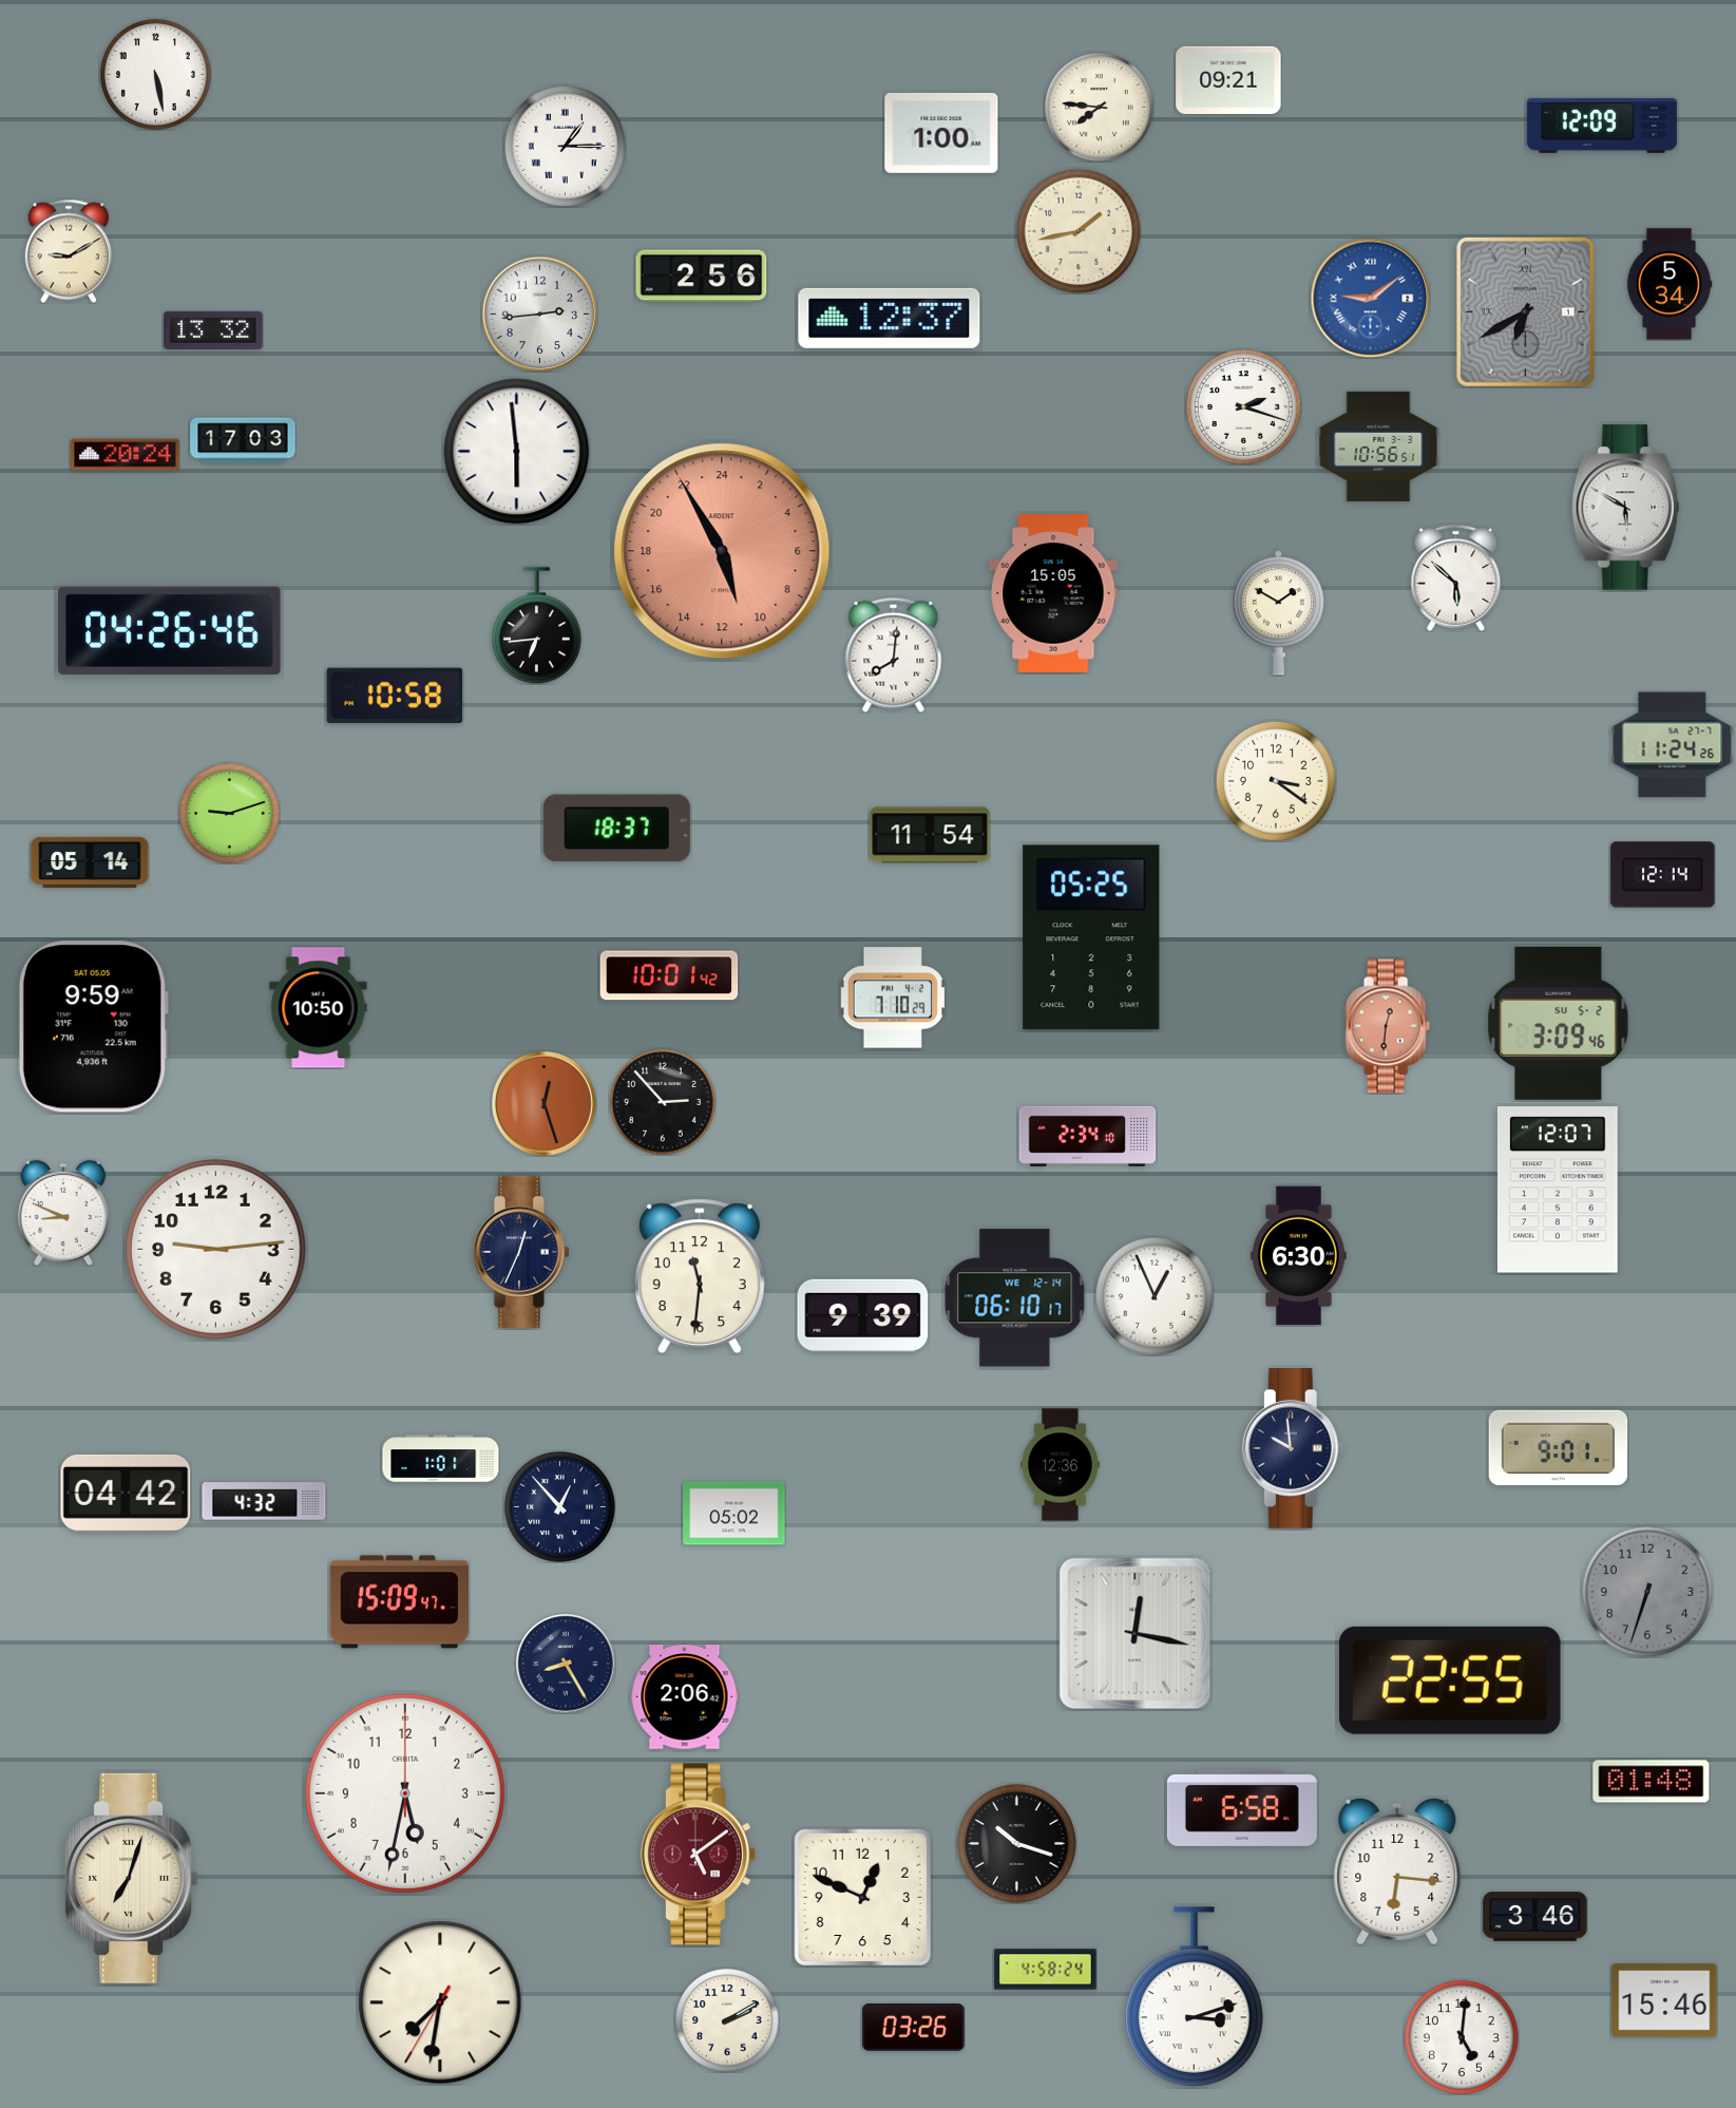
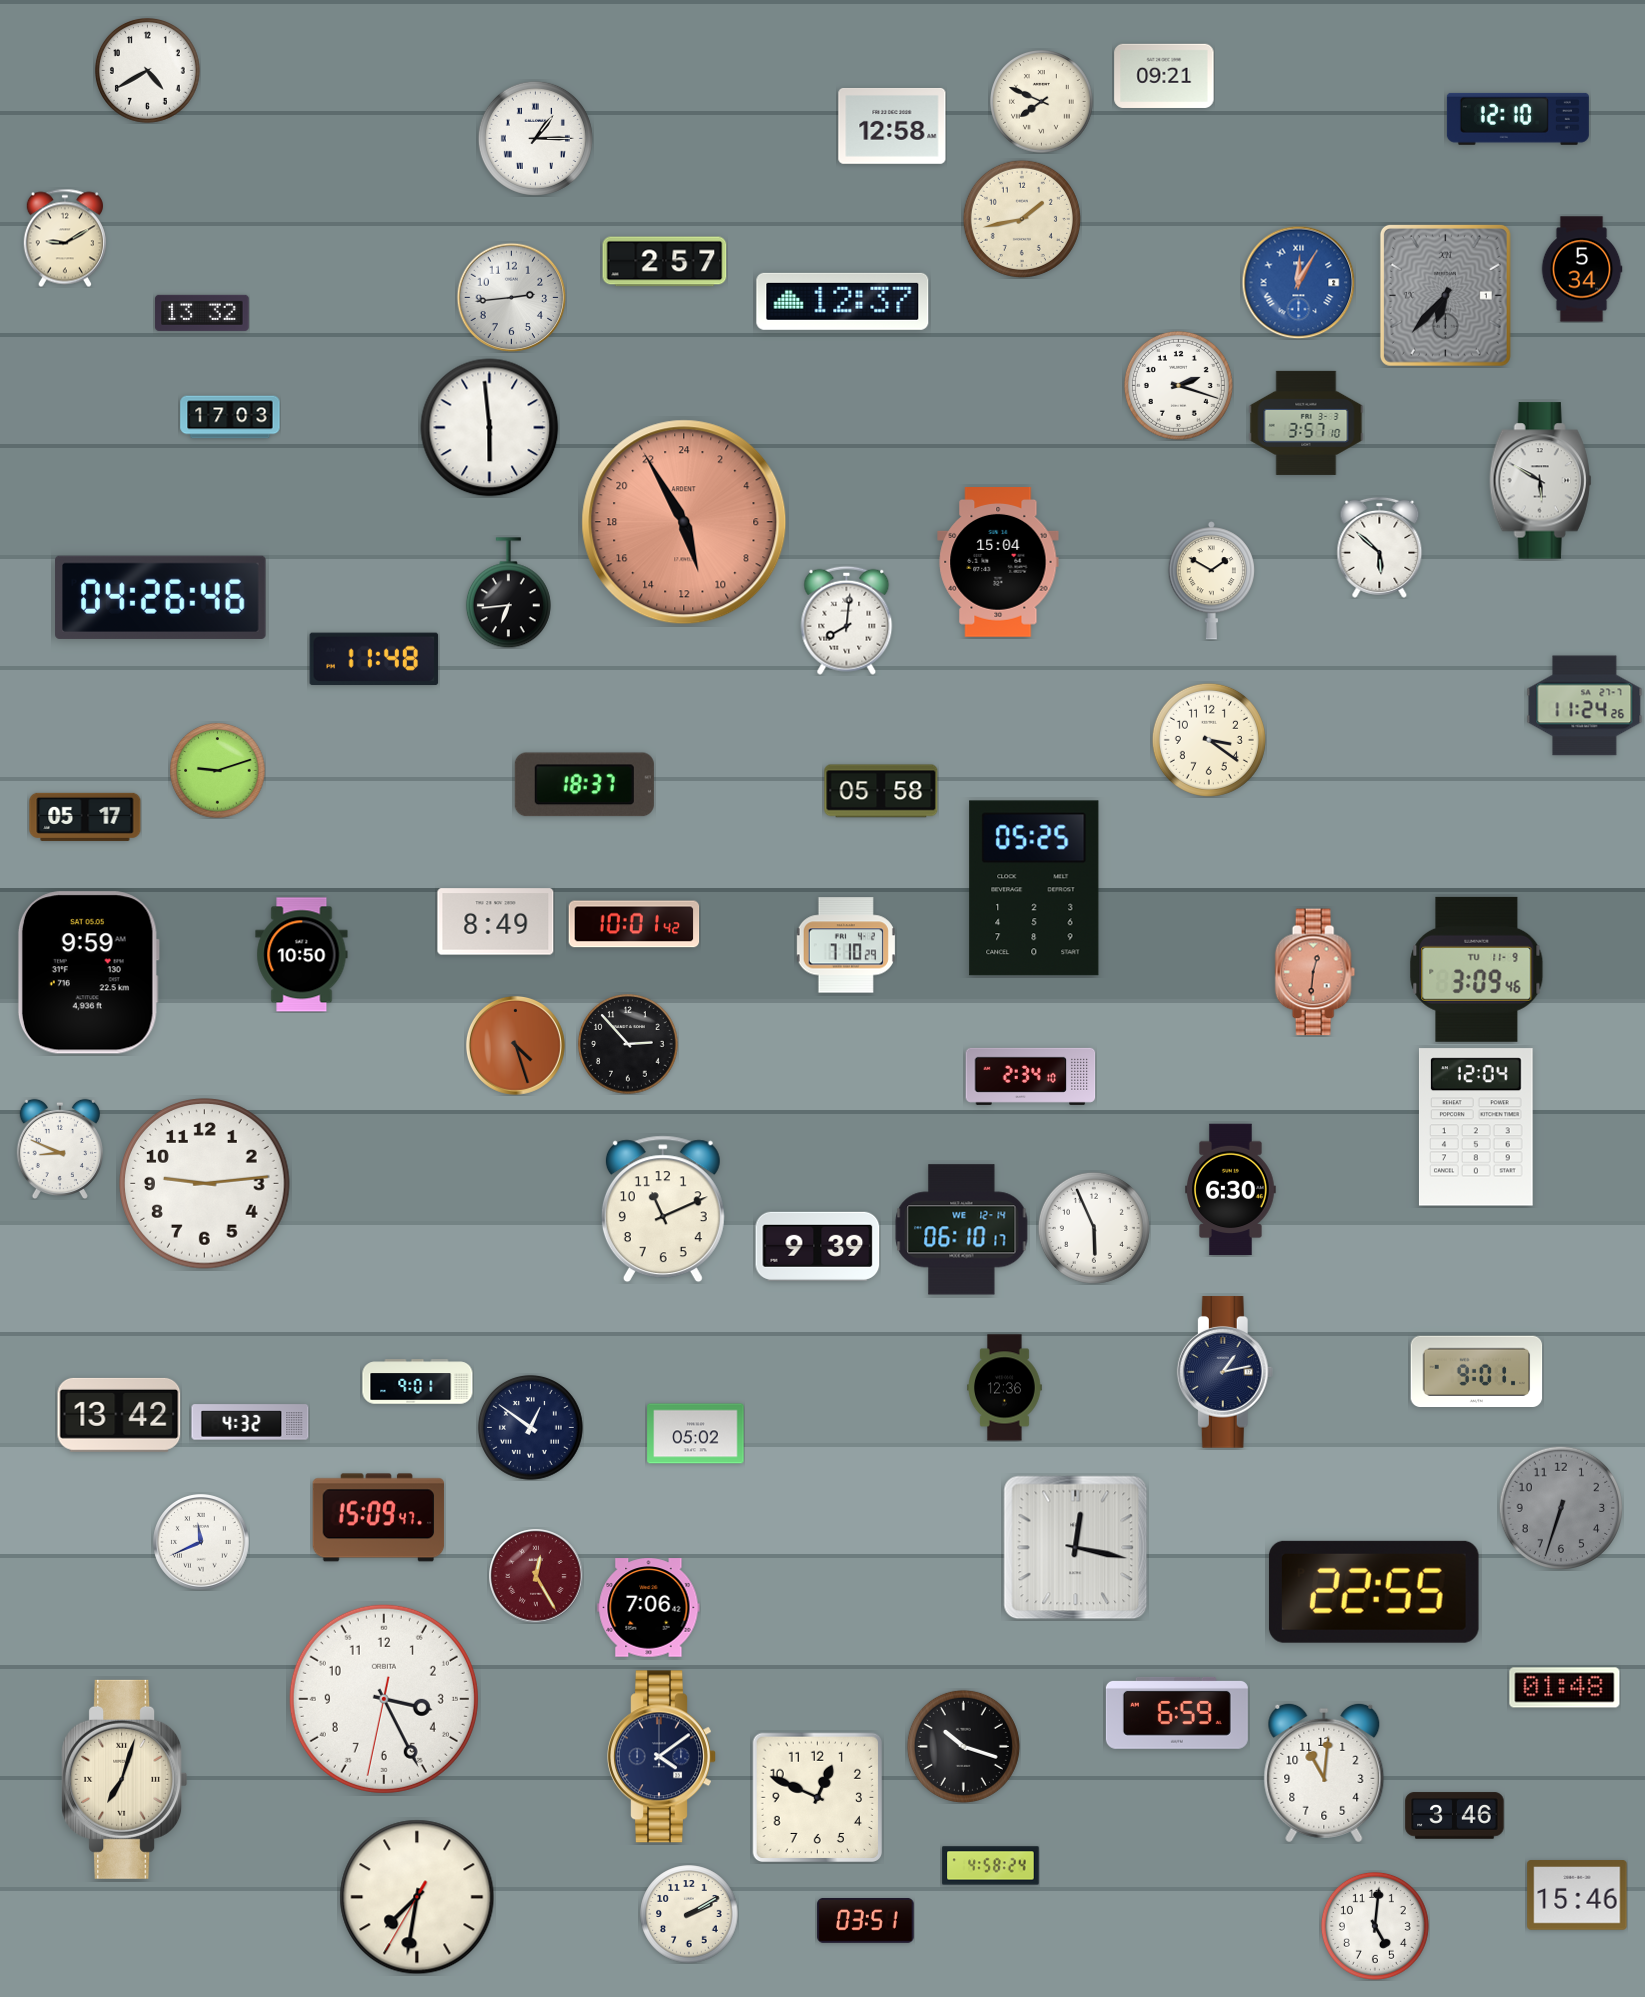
clock at (155, 74): 5:28 -> 4:40
clock at (1100, 108): 7:46 -> 7:49
clock at (1602, 126): 12:09 -> 12:10
clock at (941, 133): 1:00 -> 12:58
clock at (702, 277): 2:56 -> 2:57
clock at (1370, 298): 9:09 -> 12:05
clock at (1525, 311): 6:40 -> 6:37
clock at (1378, 447): 10:56 -> 3:57
clock at (126, 455): 20:24 -> none
clock at (1053, 594): 15:05 -> 15:04
clock at (395, 696): 10:58 -> 11:48
clock at (930, 835): 11:54 -> 05:58
clock at (90, 862): 05:14 -> 05:17
clock at (1663, 875): 12:14 -> none
clock at (496, 922): none -> 8:49
clock at (1559, 1023) date: SU 5-2 -> TU 11-9
clock at (543, 1103): 12:27 -> 4:27
clock at (1558, 1190): 12:07 -> 12:04
clock at (521, 1252): 12:34 -> none
clock at (700, 1276): 11:31 -> 11:11
clock at (1155, 1296): 12:56 -> 5:56
clock at (1293, 1448): 9:59 -> 1:13
clock at (441, 1459): 1:01 -> 9:01
clock at (126, 1494): 04:42 -> 13:42
clock at (559, 1506): 12:53 -> 12:51
clock at (201, 1542): none -> 11:41
clock at (566, 1664): 8:25 -> 12:25
clock at (566, 1664) dial: navy -> burgundy
clock at (685, 1697): 2:06 -> 7:06
clock at (405, 1793): 5:32 -> 3:25
clock at (1242, 1808): 6:58 -> 6:59
clock at (699, 1855): 5:09 -> 4:09
clock at (699, 1855) dial: burgundy -> navy
clock at (1397, 1872): 6:16 -> 11:01
clock at (1194, 1997): 3:12 -> none
clock at (914, 2028): 03:26 -> 03:51
clock at (1462, 2037) position: (1462, 2037) -> (1375, 1926)
